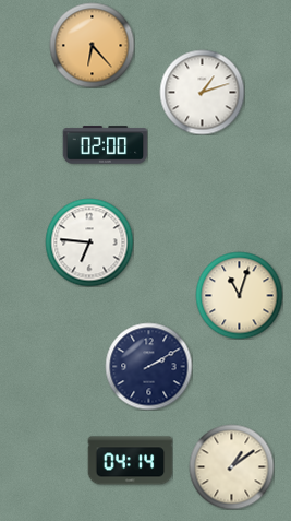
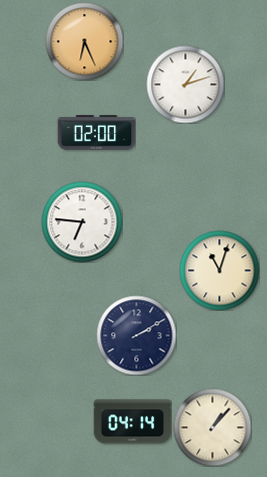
clock at (92, 45): 6:23 -> 6:26
clock at (130, 461) position: (130, 461) -> (132, 422)
clock at (231, 466): 1:09 -> 1:07
